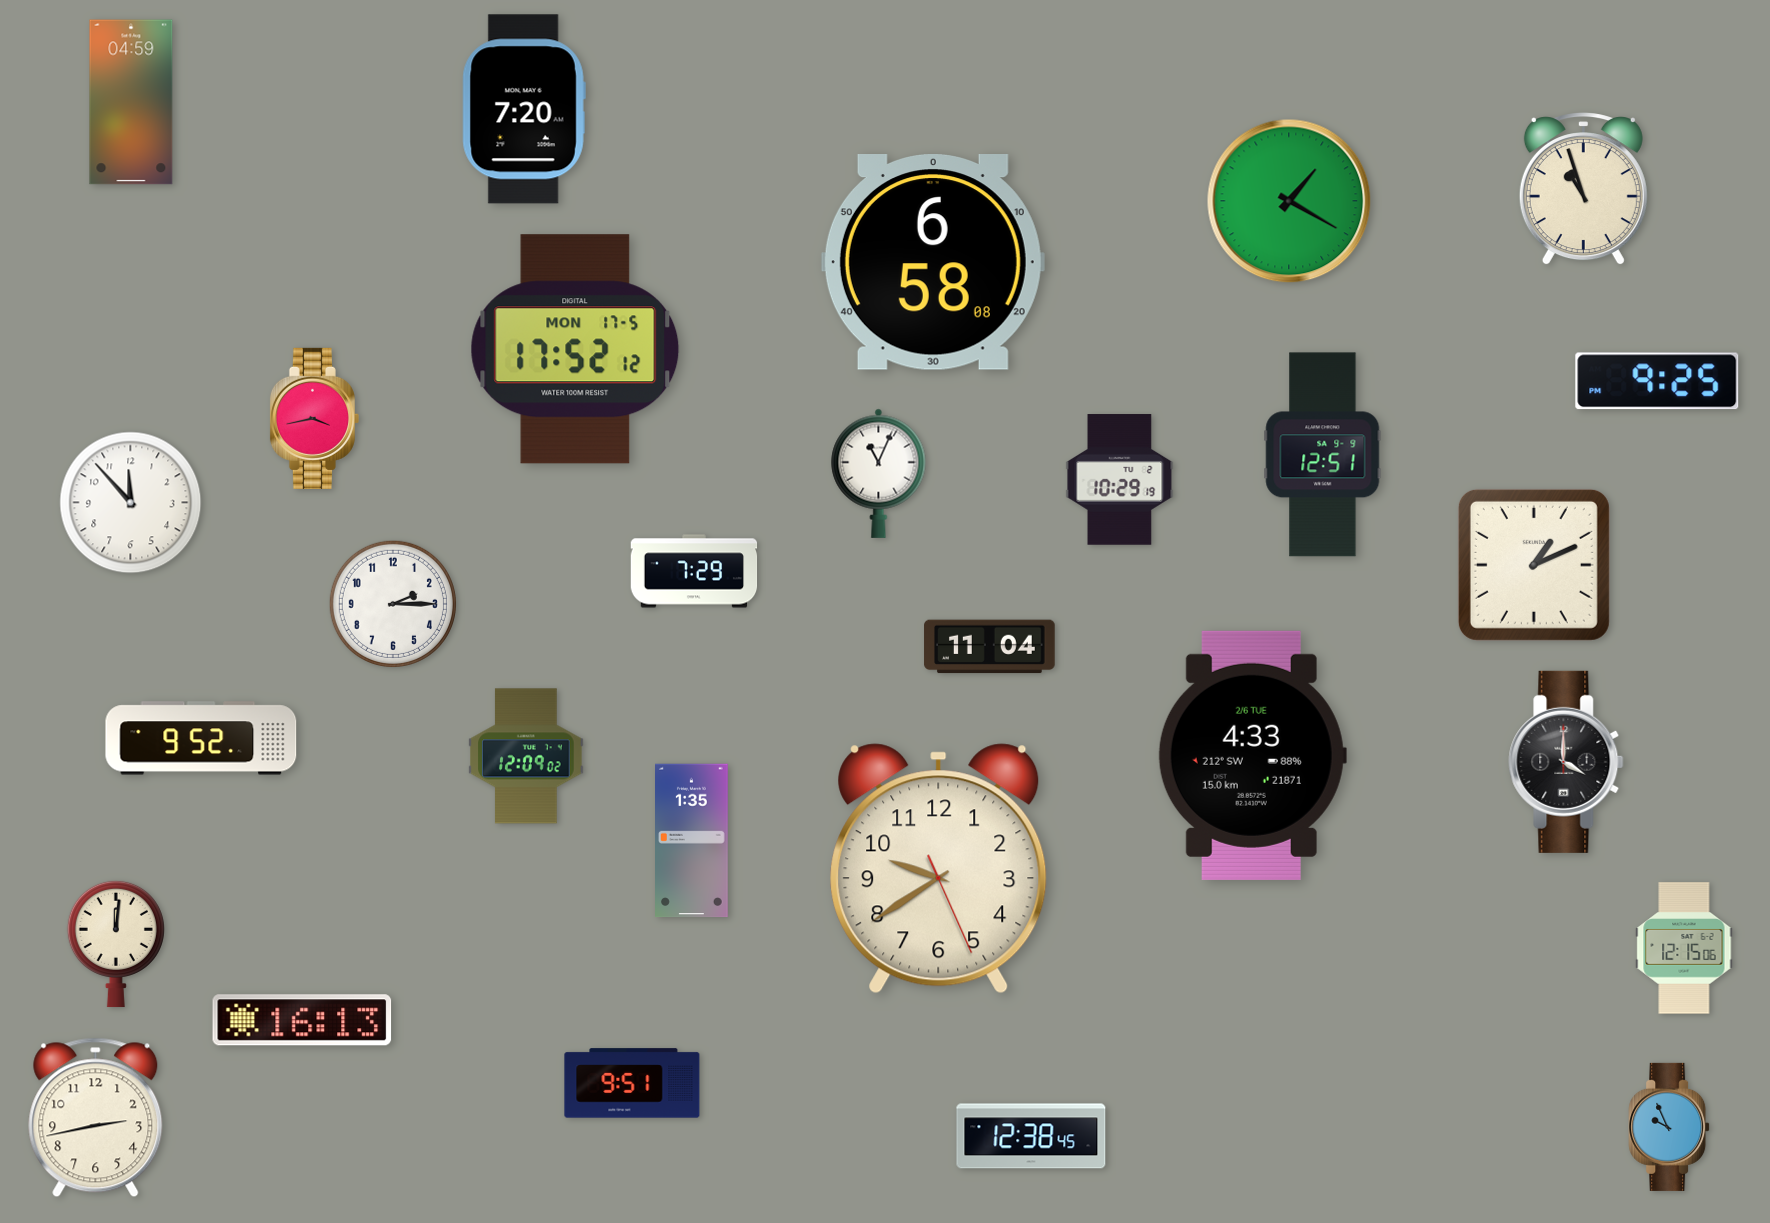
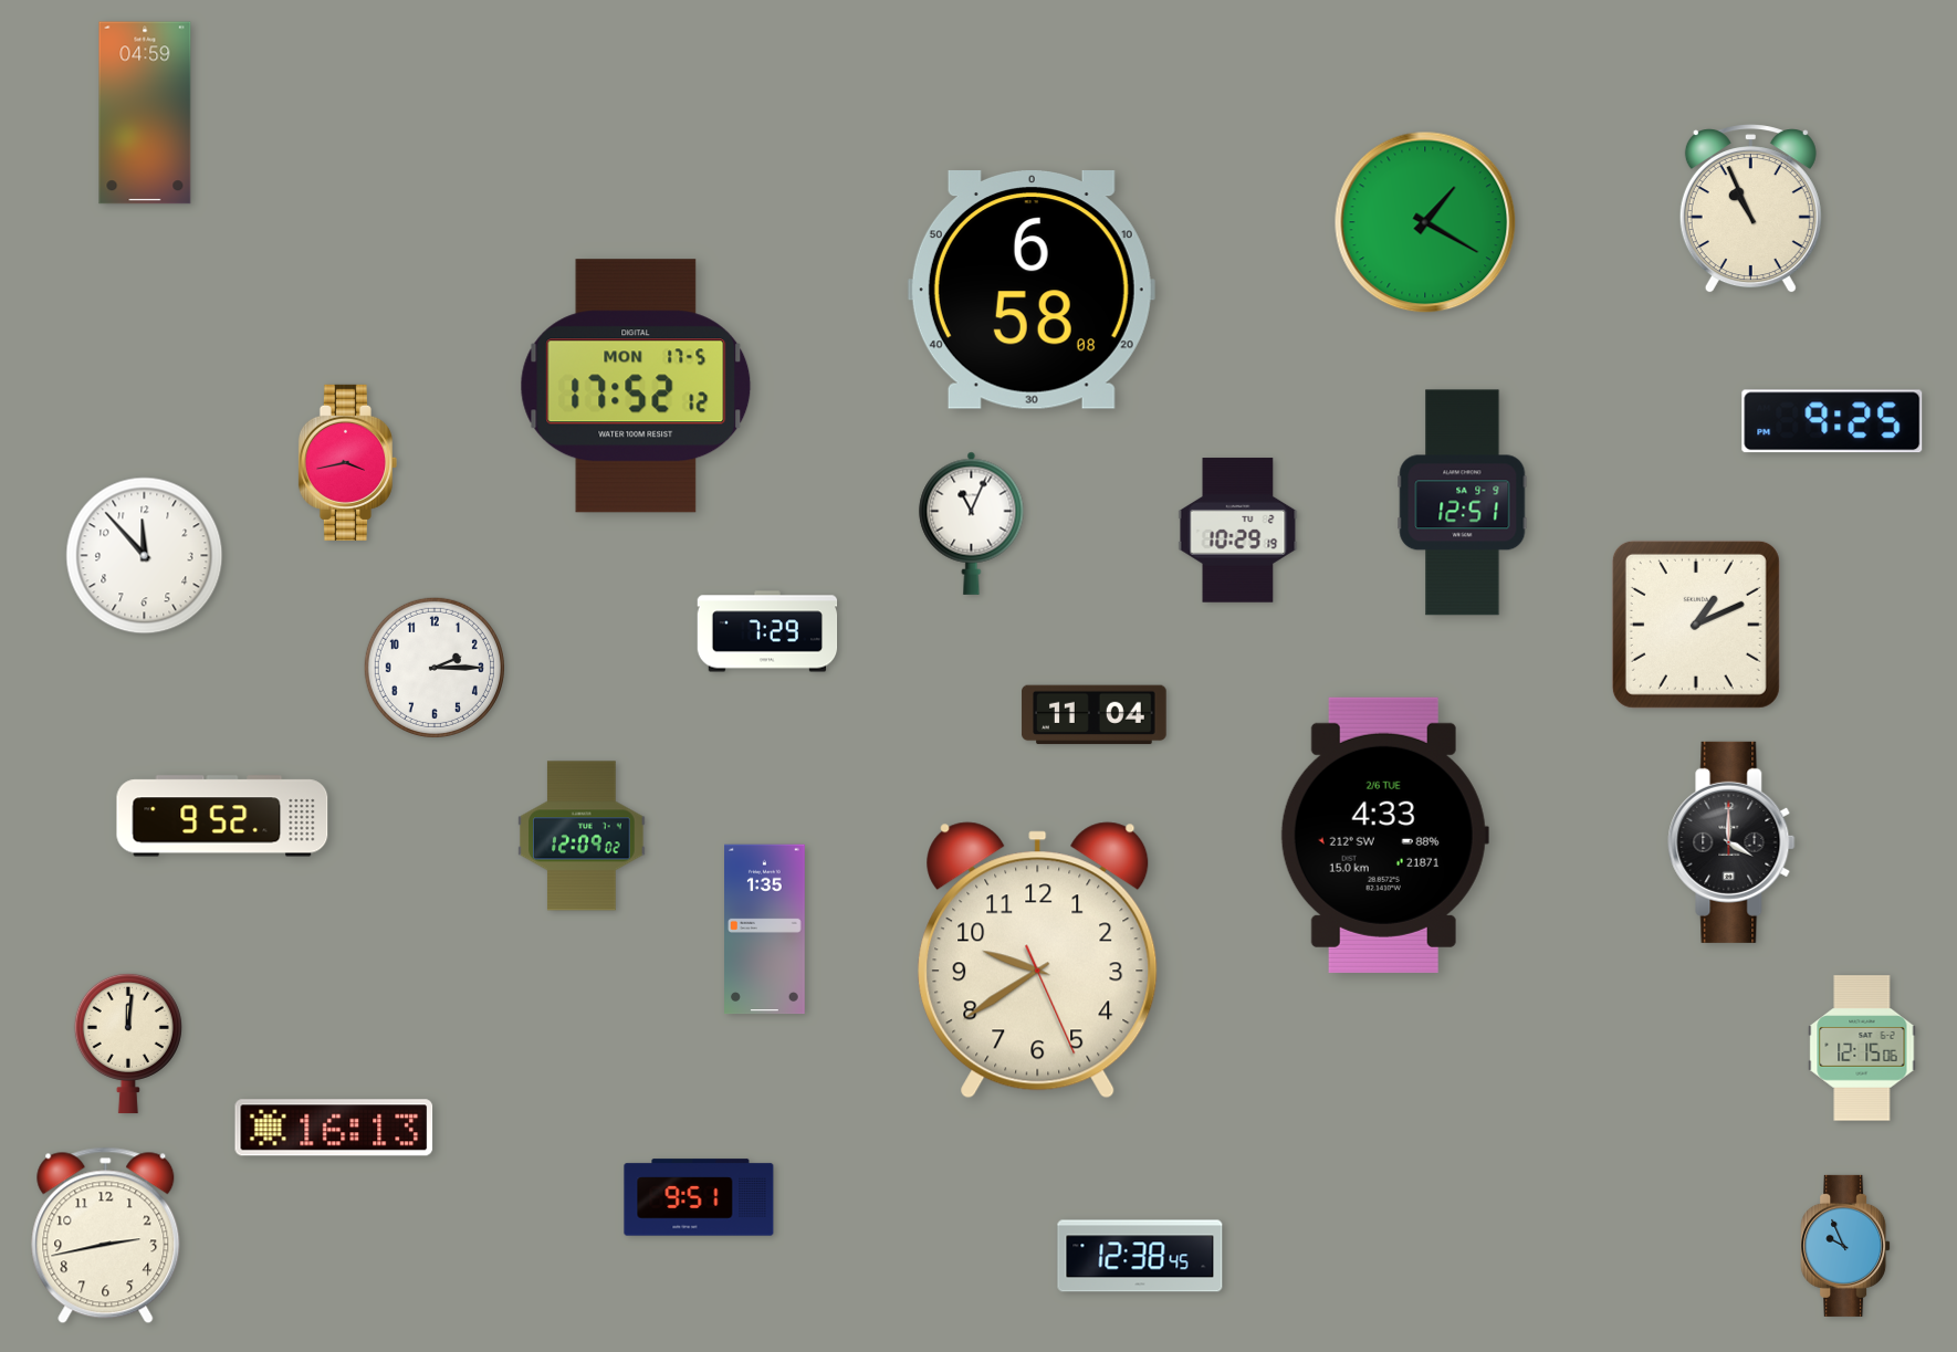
clock at (524, 109): 7:20 -> none
clock at (1583, 189): 10:57 -> 10:56
